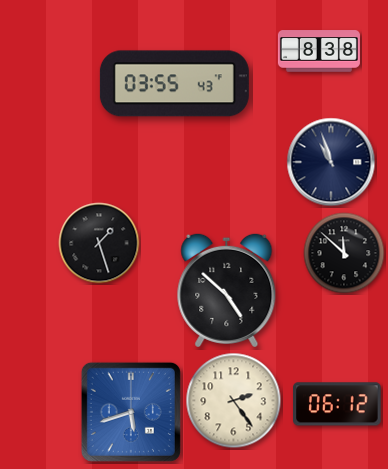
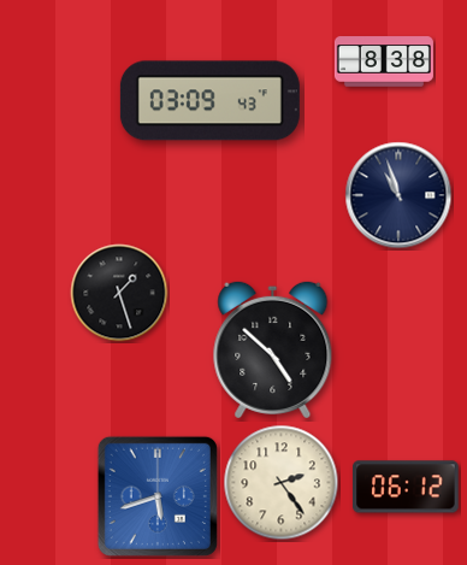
clock at (174, 84): 03:55 -> 03:09
clock at (344, 253): 11:52 -> none
